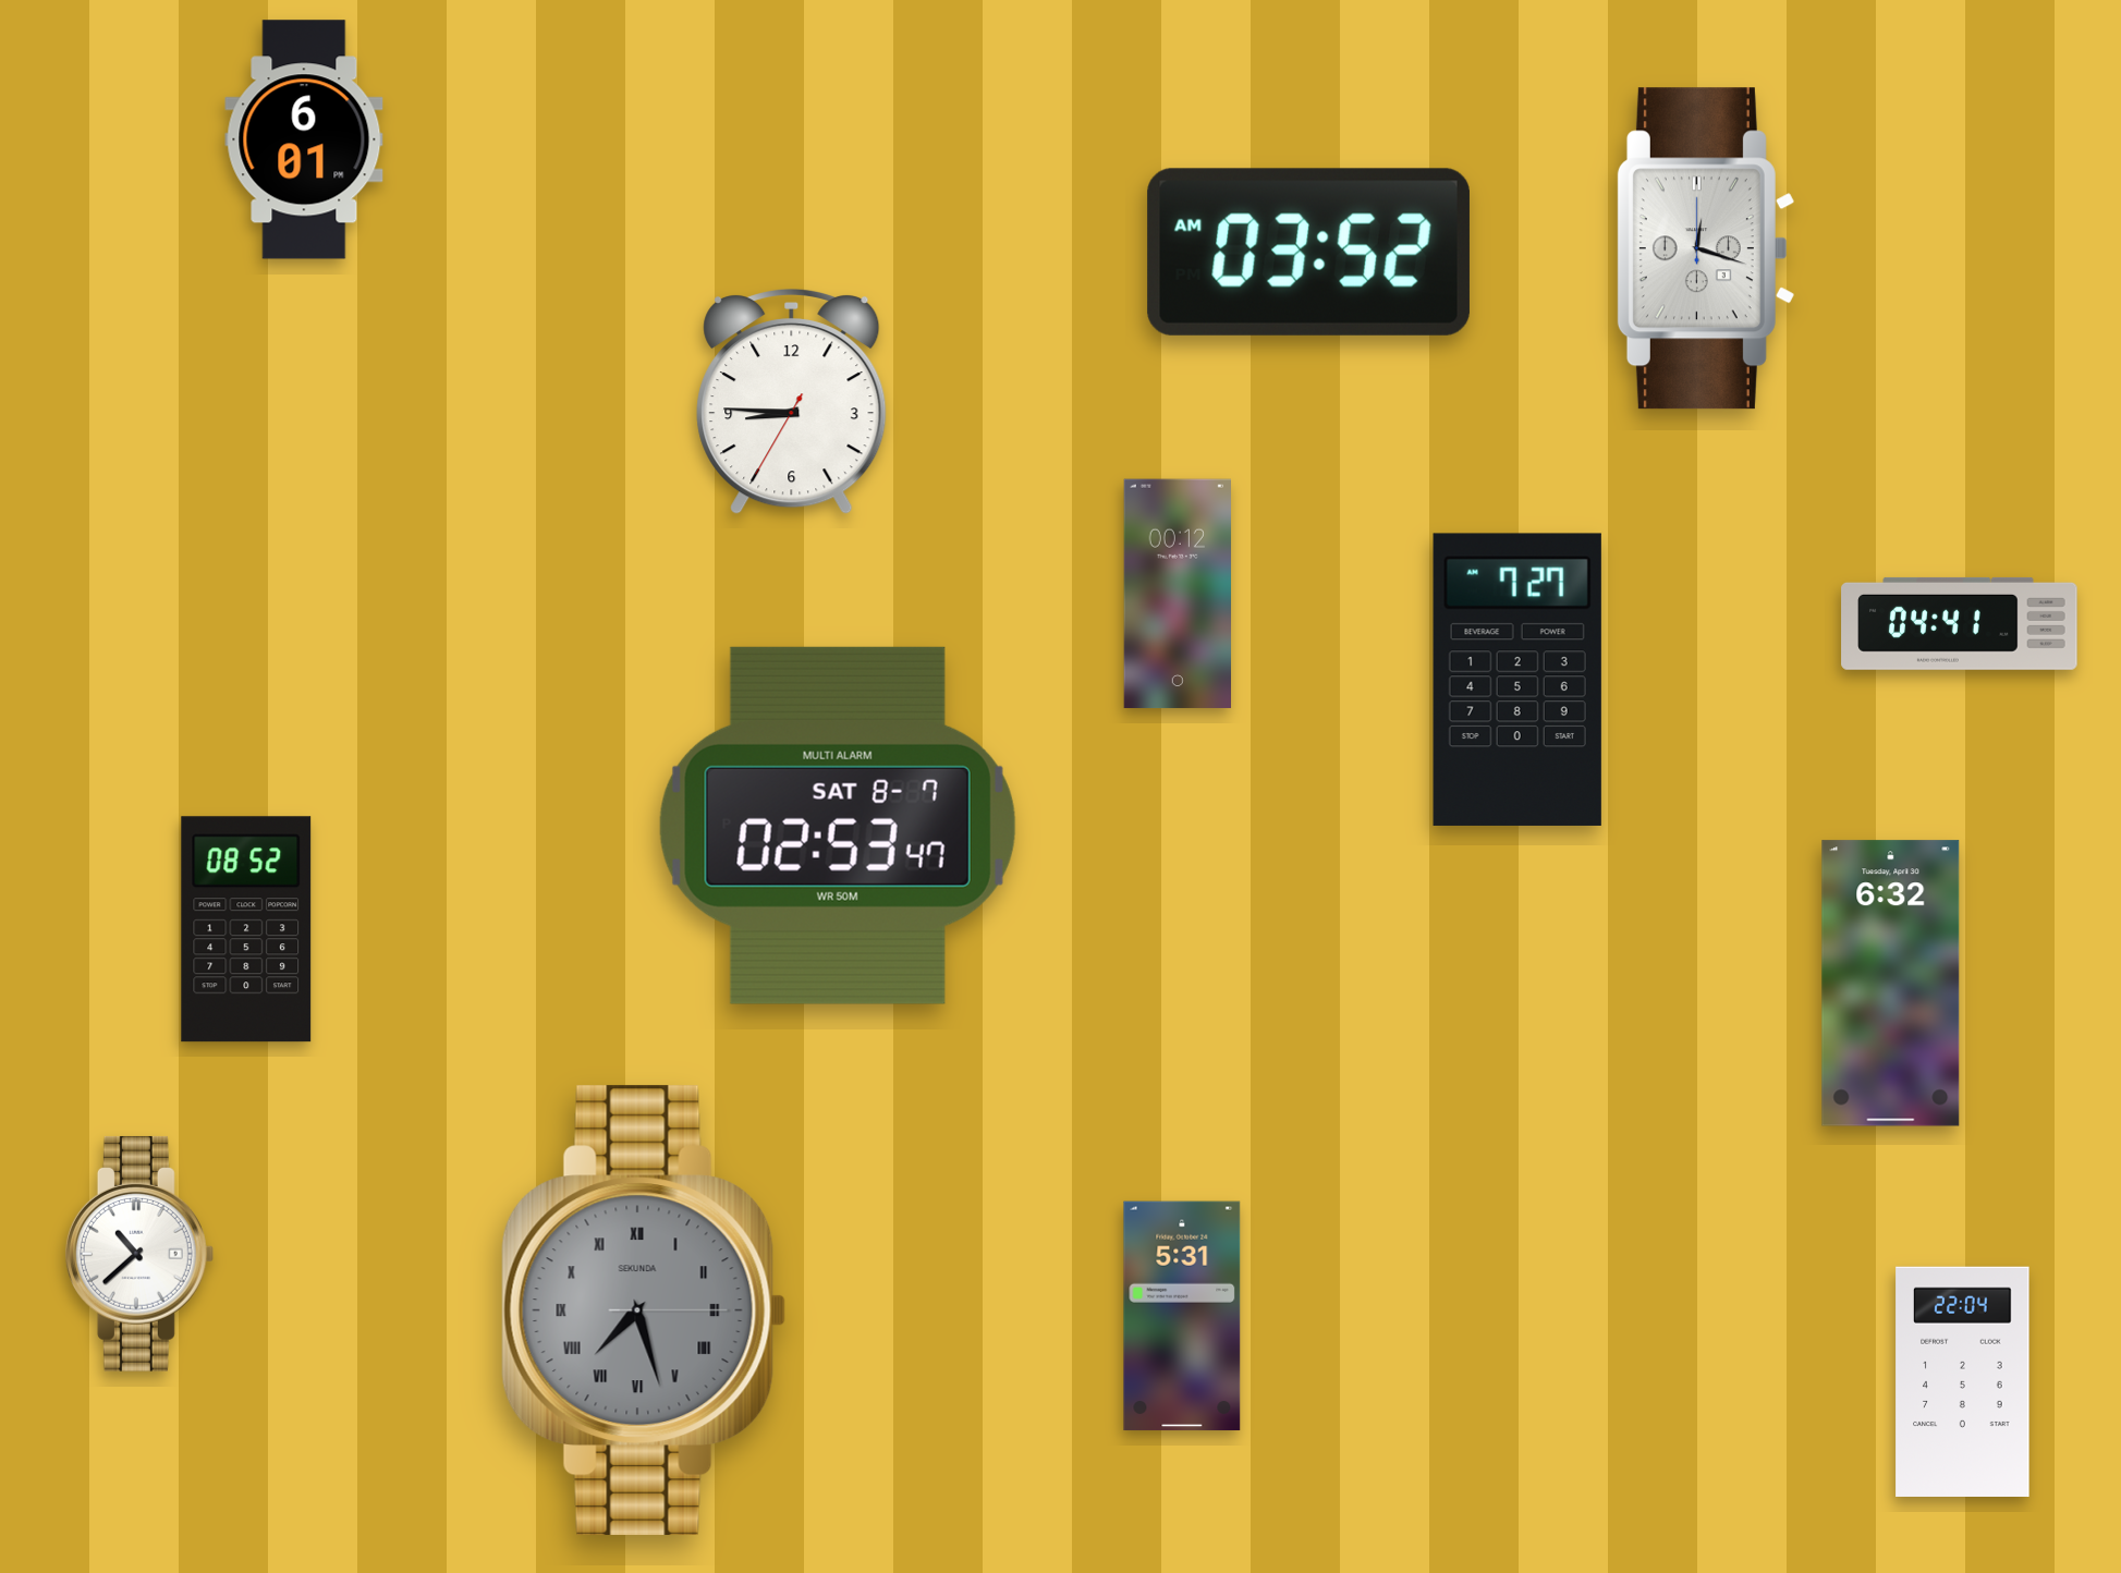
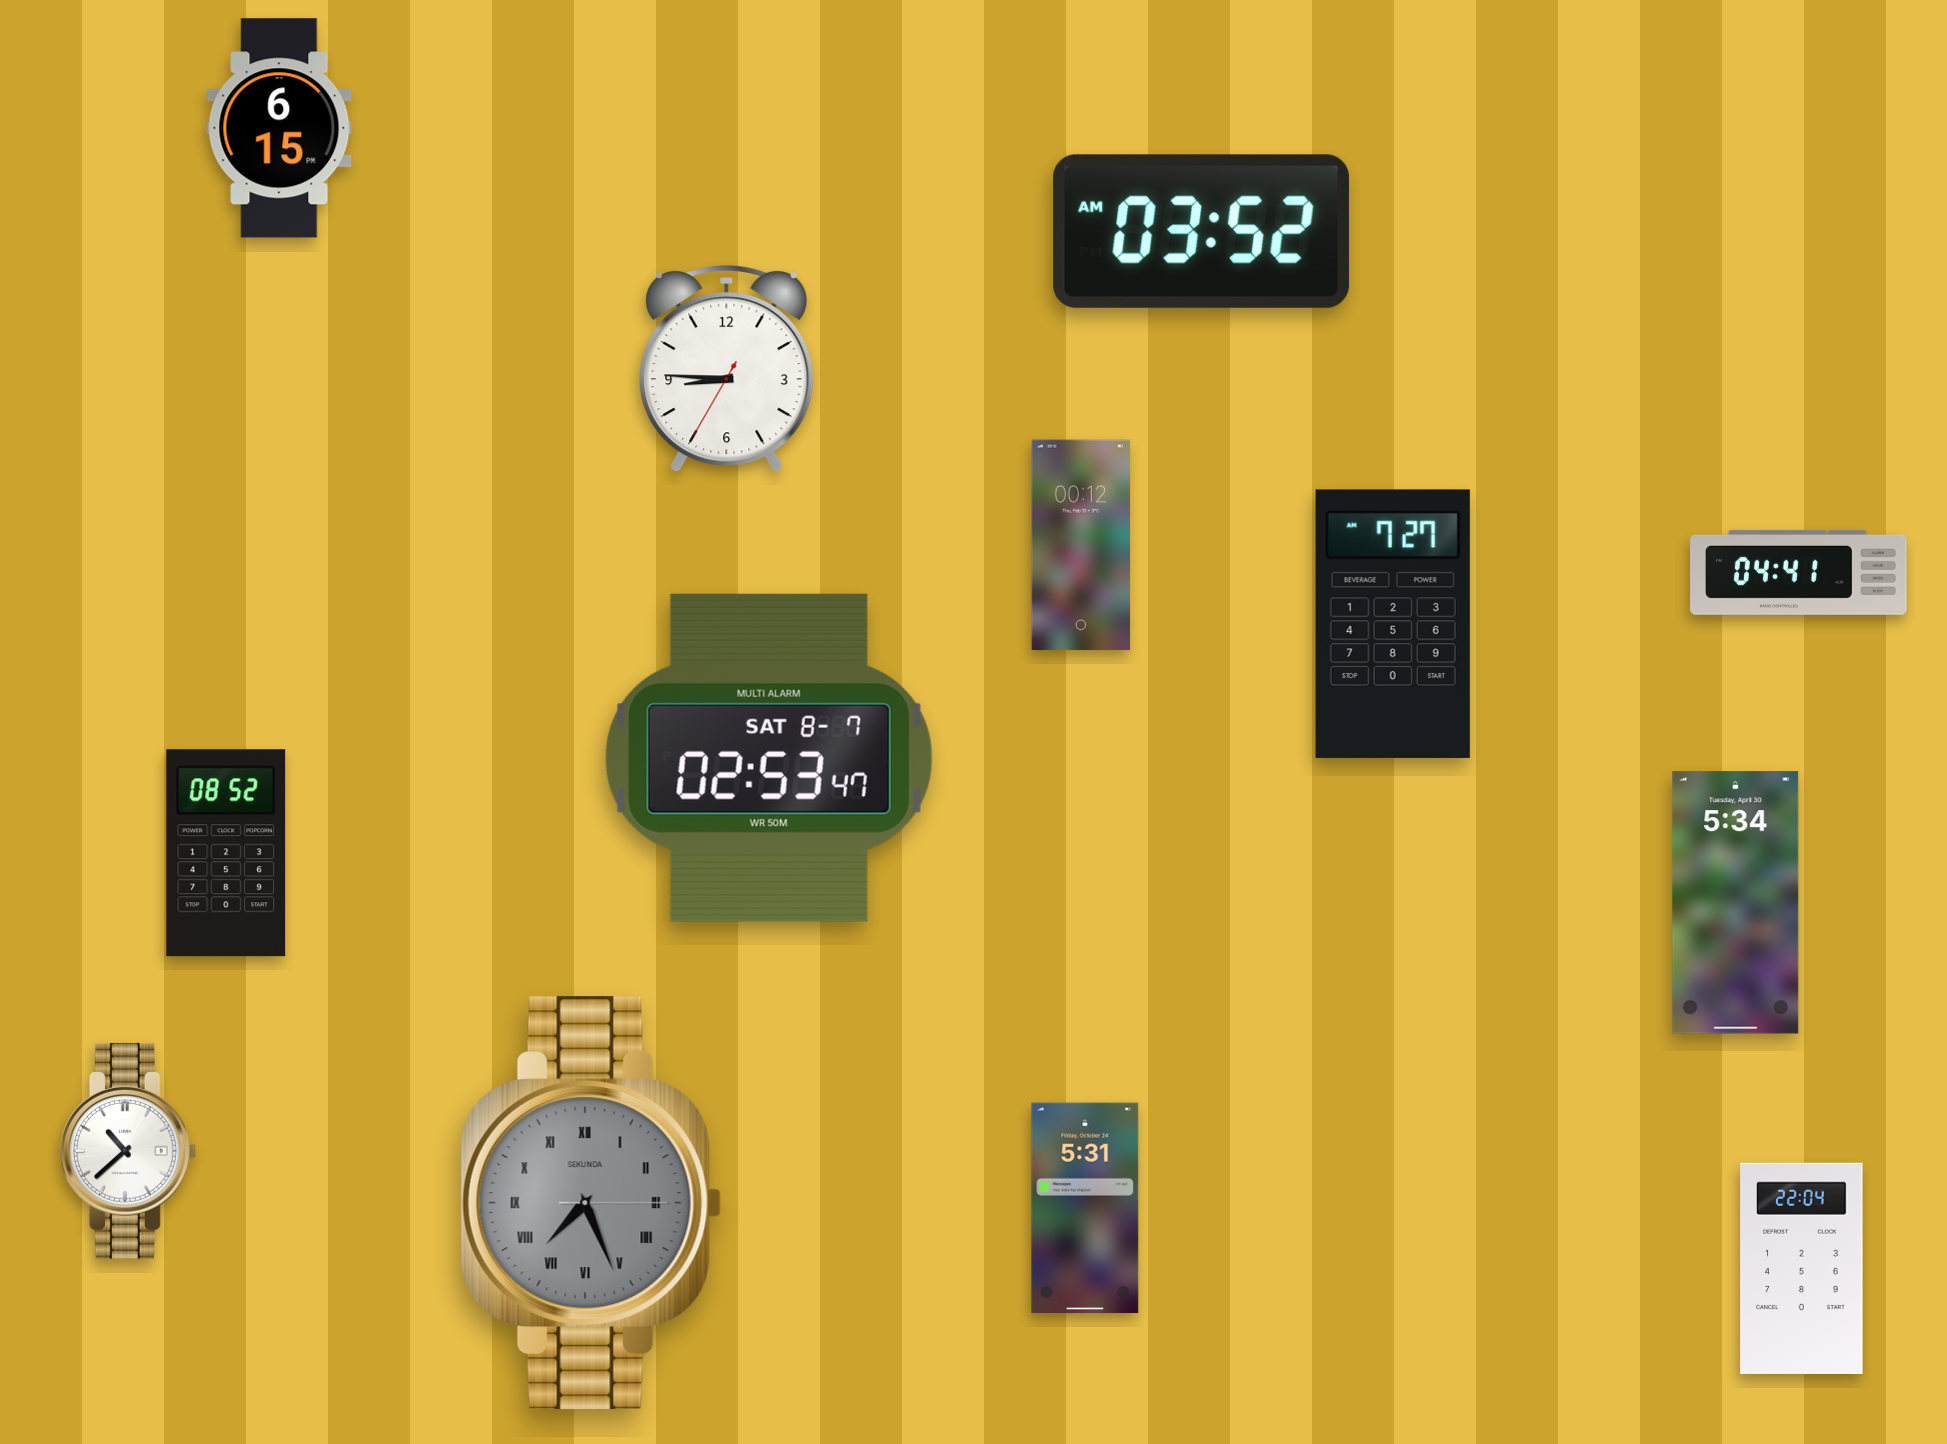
clock at (304, 139): 6:01 -> 6:15
clock at (1705, 248): 12:18 -> none
clock at (1891, 984): 6:32 -> 5:34
clock at (644, 1310): 7:27 -> 7:26
